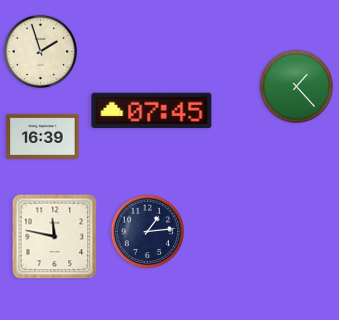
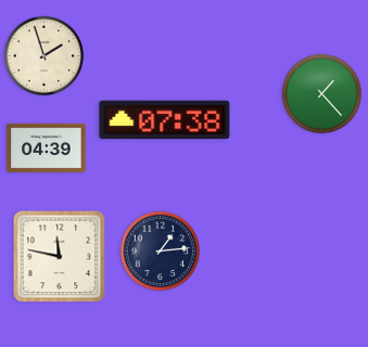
clock at (152, 111): 07:45 -> 07:38
clock at (43, 136): 16:39 -> 04:39
